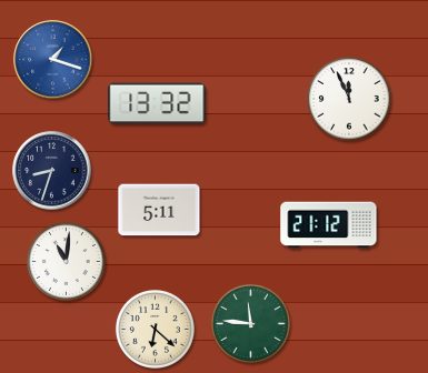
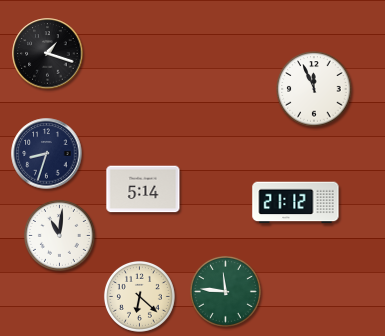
clock at (53, 60) dial: blue -> black
clock at (157, 103): 13:32 -> none
clock at (159, 210): 5:11 -> 5:14
